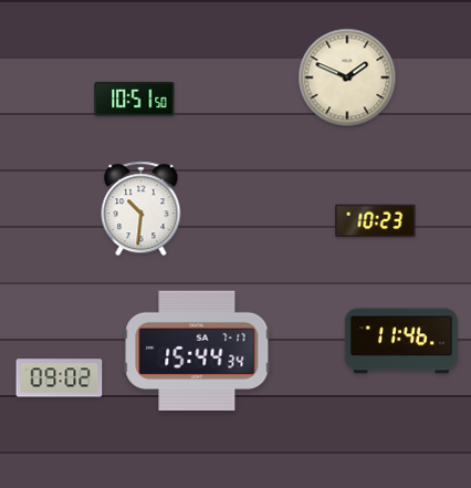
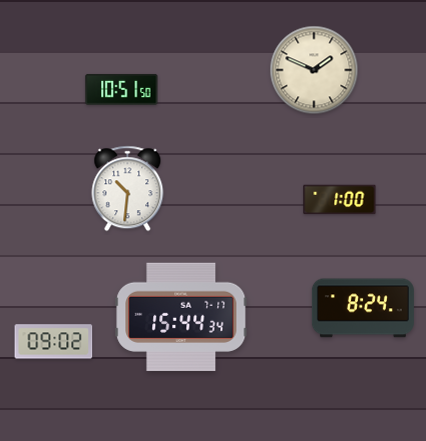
clock at (376, 221): 10:23 -> 1:00
clock at (401, 341): 11:46 -> 8:24
clock at (197, 350) position: (197, 350) -> (181, 316)
